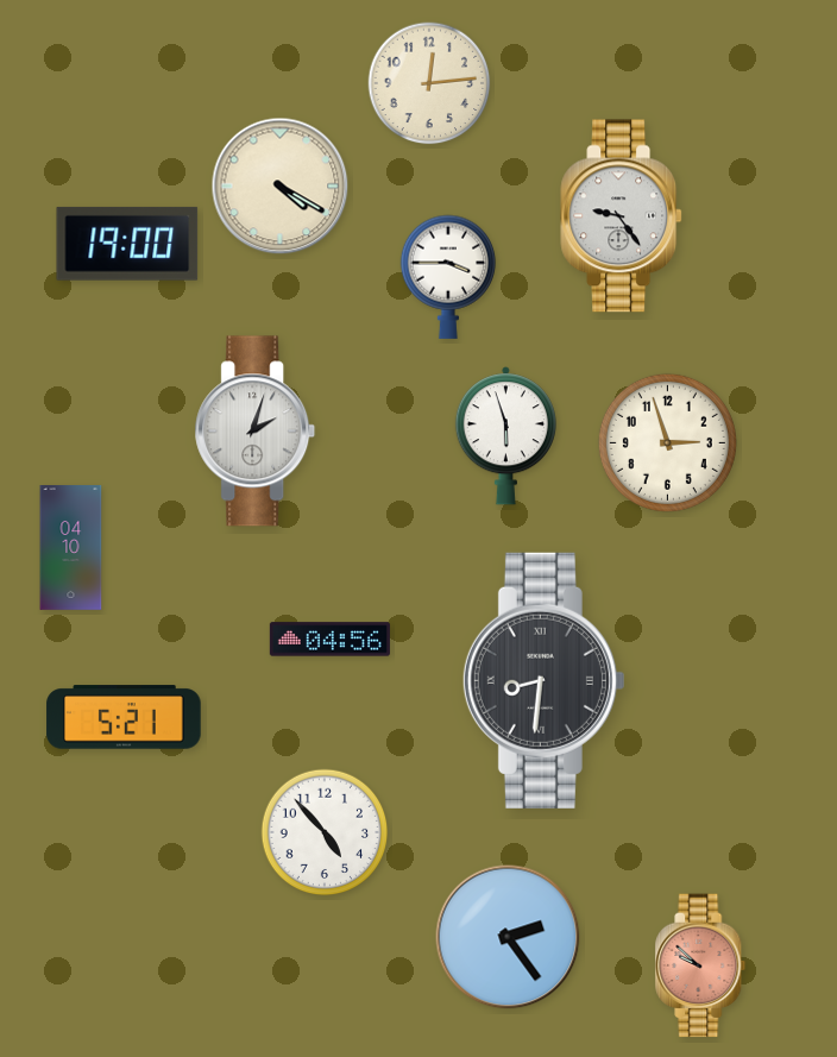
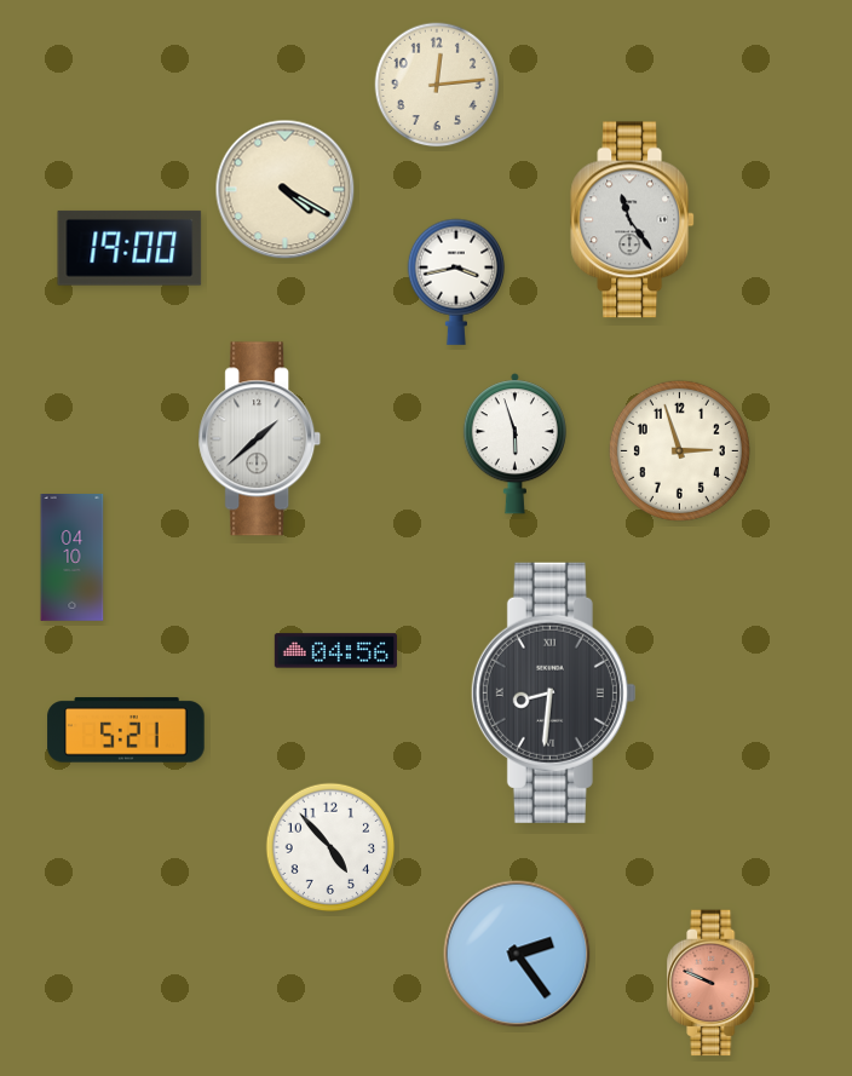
clock at (622, 216): 9:24 -> 11:24
clock at (448, 277): 3:45 -> 3:43
clock at (256, 432): 2:03 -> 1:38
clock at (700, 965): 9:52 -> 9:49
